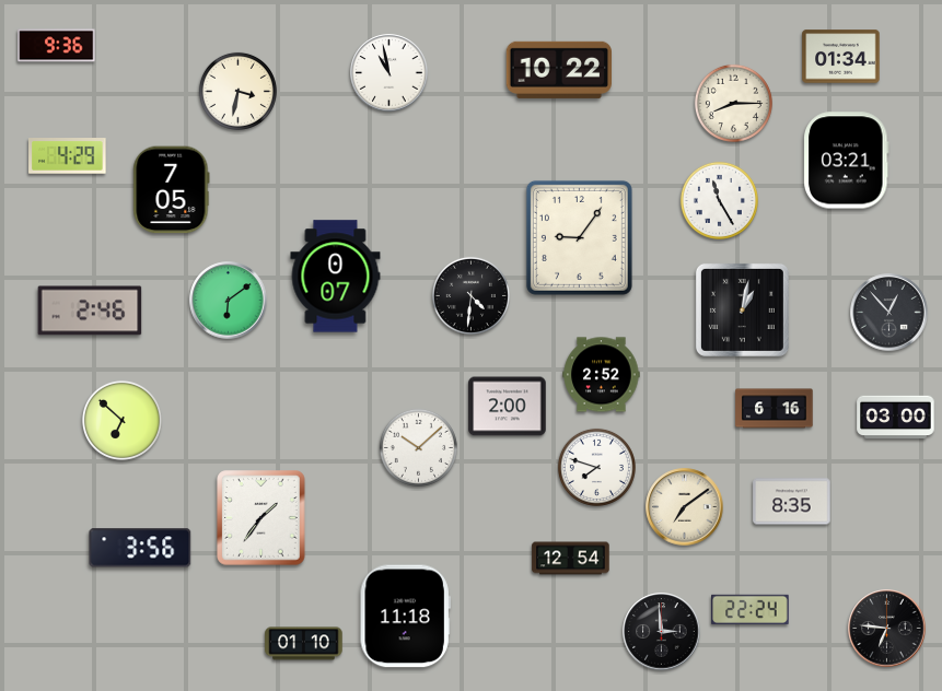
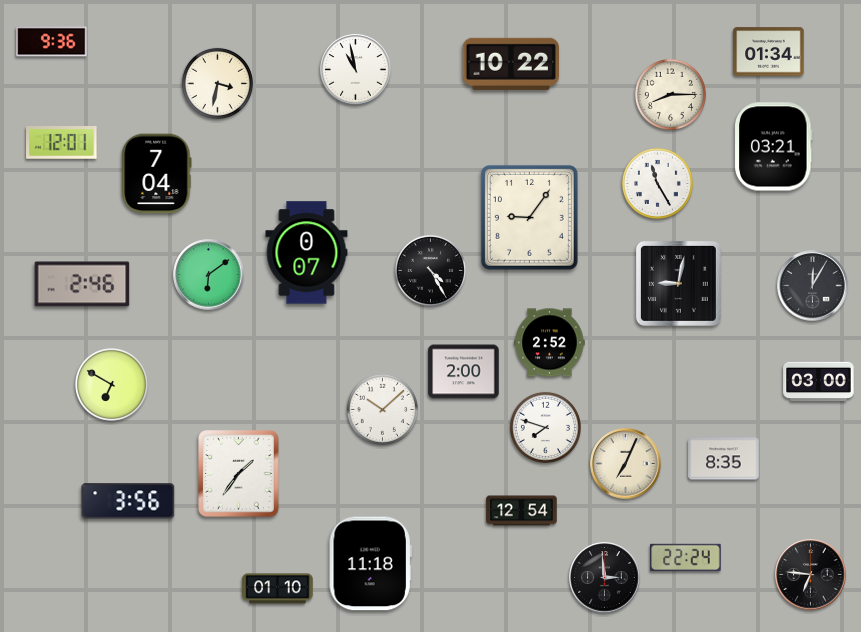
clock at (389, 73) position: (389, 73) -> (356, 70)
clock at (68, 156): 4:29 -> 12:01
clock at (172, 190): 7:05 -> 7:04
clock at (470, 295): 4:31 -> 4:25
clock at (742, 309): 1:02 -> 9:02
clock at (889, 313): 12:53 -> 12:05
clock at (775, 409): 6:16 -> none
clock at (121, 420): 6:52 -> 6:50
clock at (685, 507): 7:09 -> 7:04
